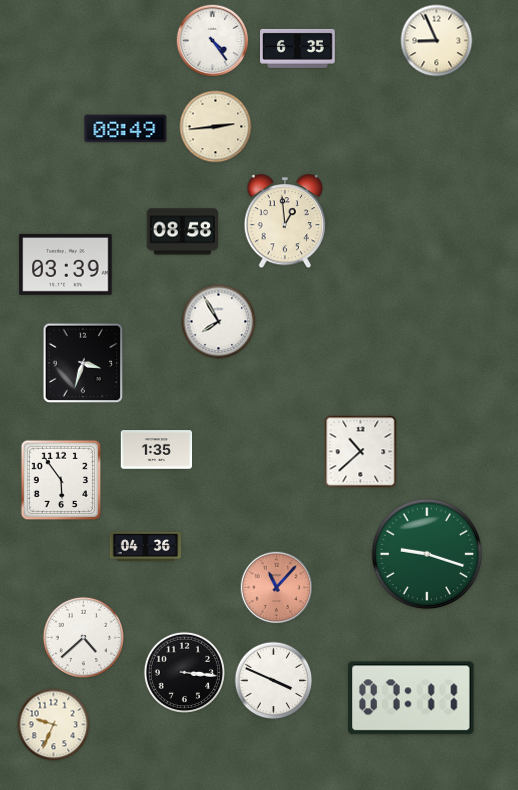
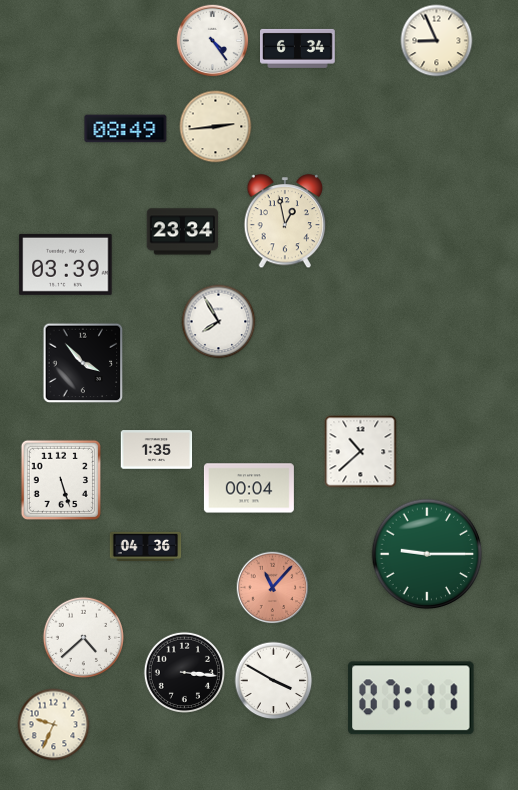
clock at (298, 48): 6:35 -> 6:34
clock at (285, 222): 12:59 -> 12:58
clock at (183, 232): 08:58 -> 23:34
clock at (83, 363): 3:33 -> 3:53
clock at (61, 480): 5:54 -> 5:27
clock at (249, 488): none -> 00:04
clock at (427, 554): 9:18 -> 9:15
clock at (277, 588) position: (277, 588) -> (273, 588)
clock at (274, 681): 3:49 -> 3:50
